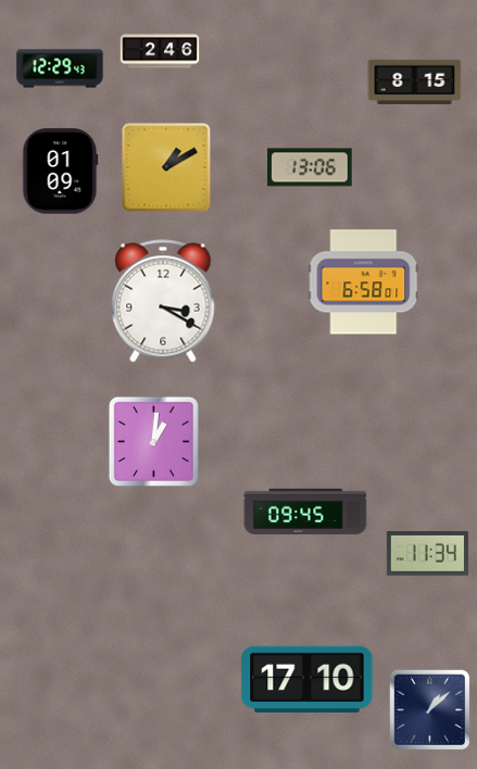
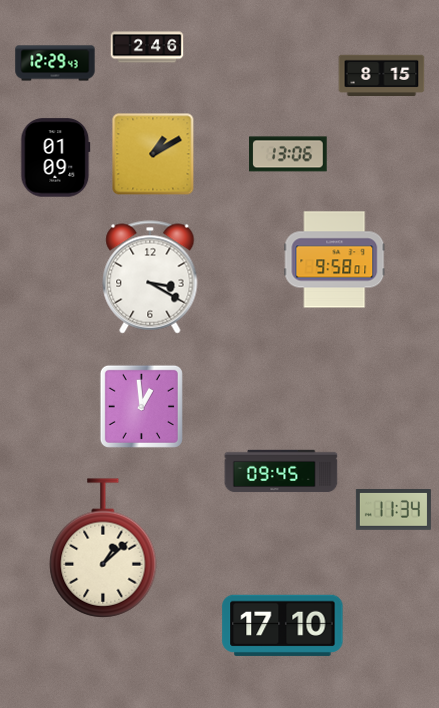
clock at (310, 167) position: (310, 167) -> (288, 154)
clock at (364, 282): 6:58 -> 9:58
clock at (153, 441): 1:01 -> 12:59
clock at (103, 548): none -> 1:08
clock at (430, 710): 1:08 -> none
